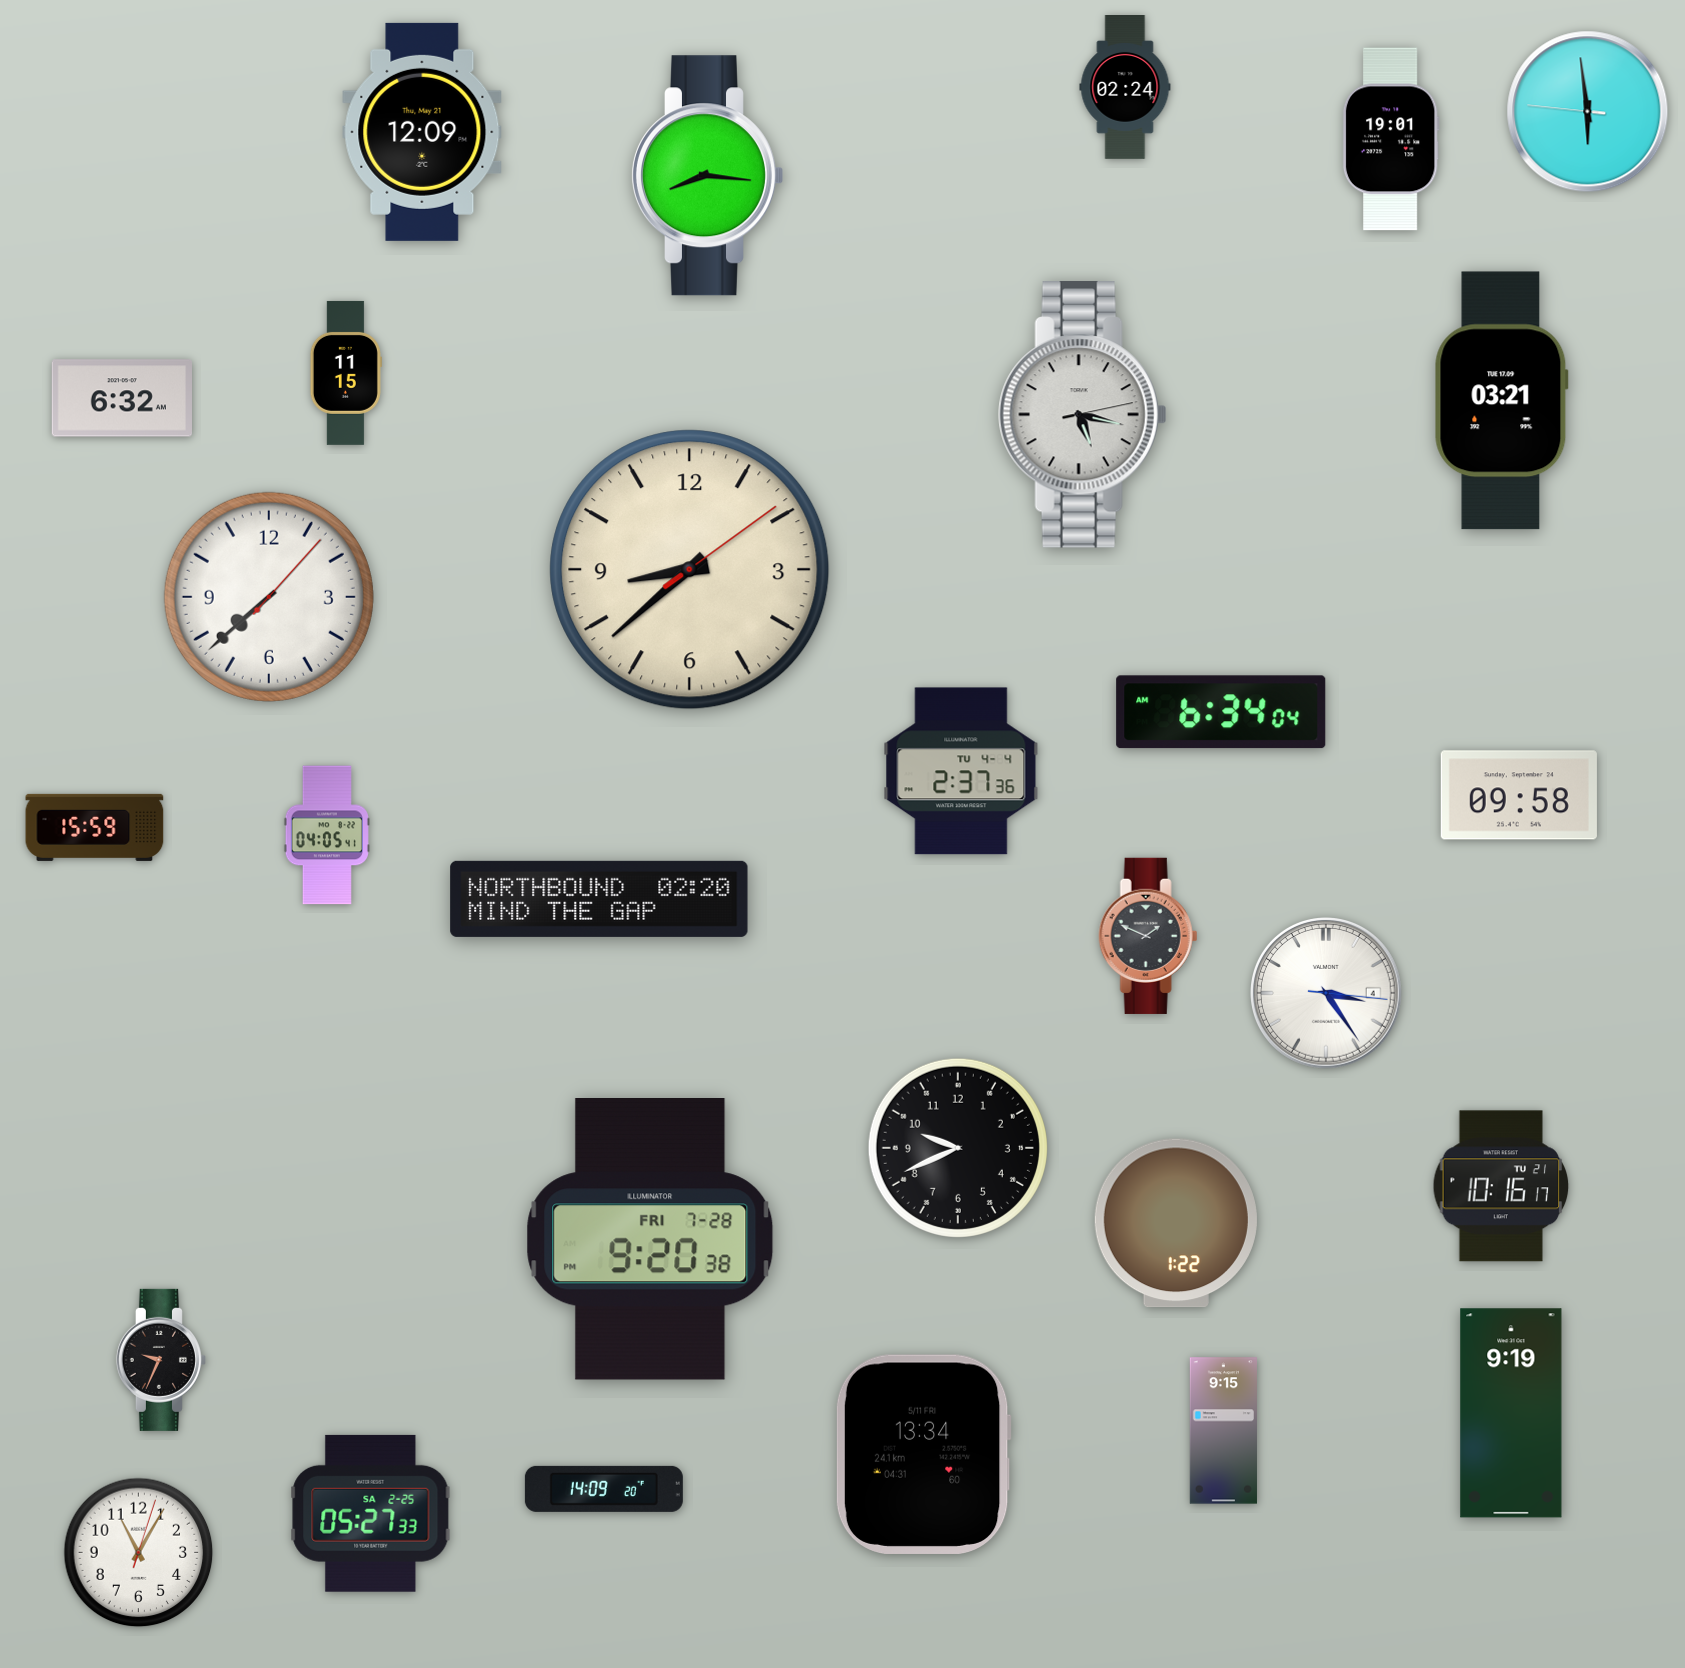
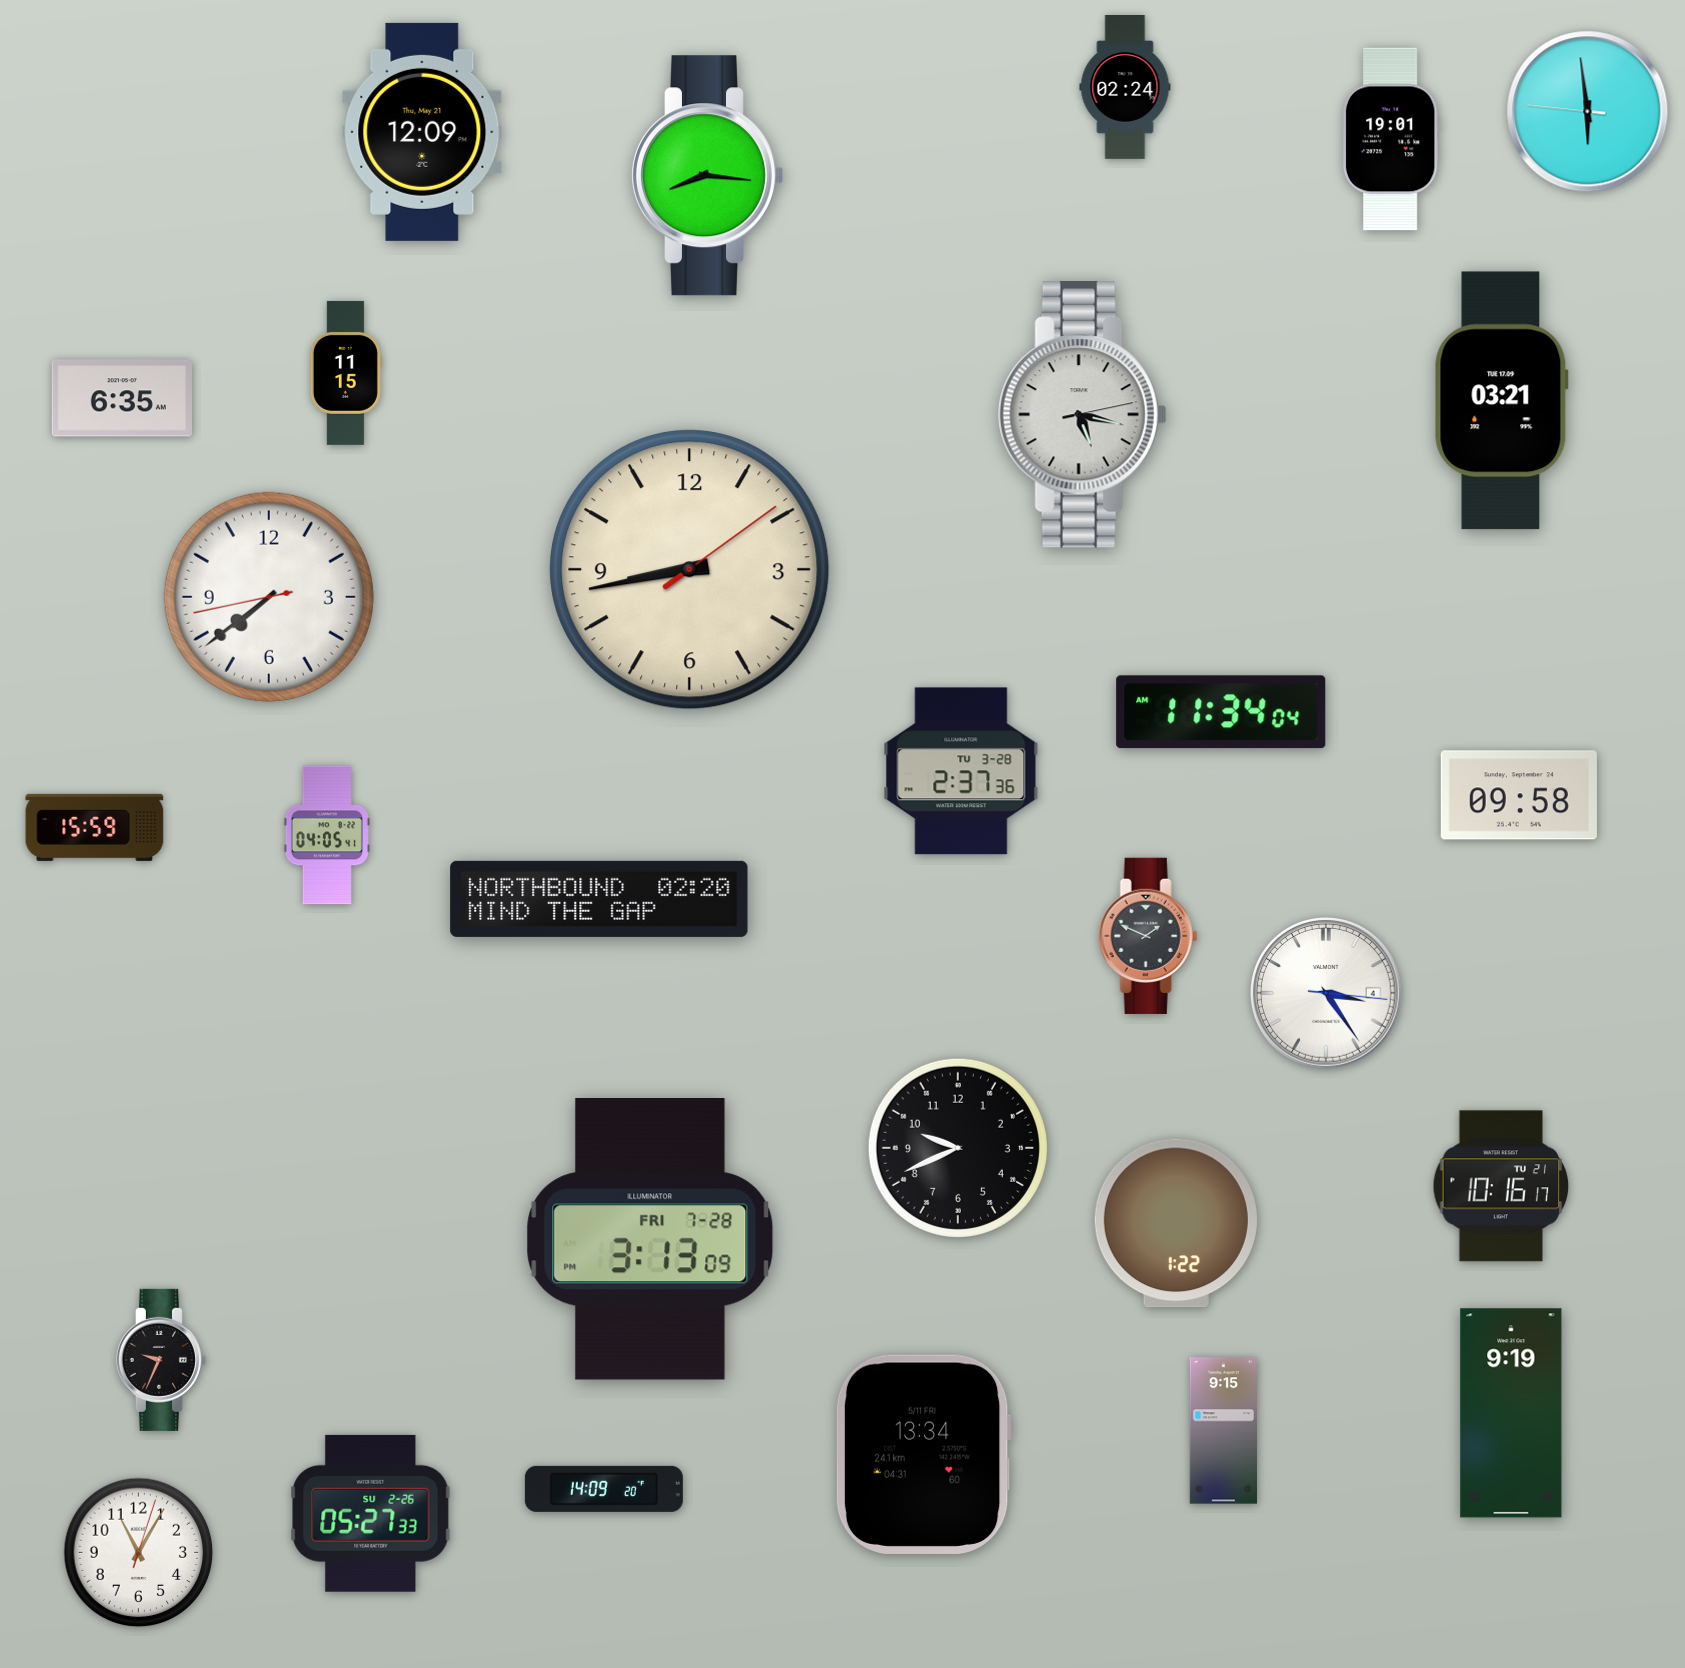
clock at (121, 398): 6:32 -> 6:35
clock at (690, 570): 8:38 -> 8:43
clock at (269, 597): 7:38:07 -> 7:38:43
clock at (1221, 712): 6:34 -> 11:34
clock at (961, 771) date: TU 4-4 -> TU 3-28
clock at (650, 1240): 9:20 -> 3:13
clock at (371, 1513) date: SA 2-25 -> SU 2-26
